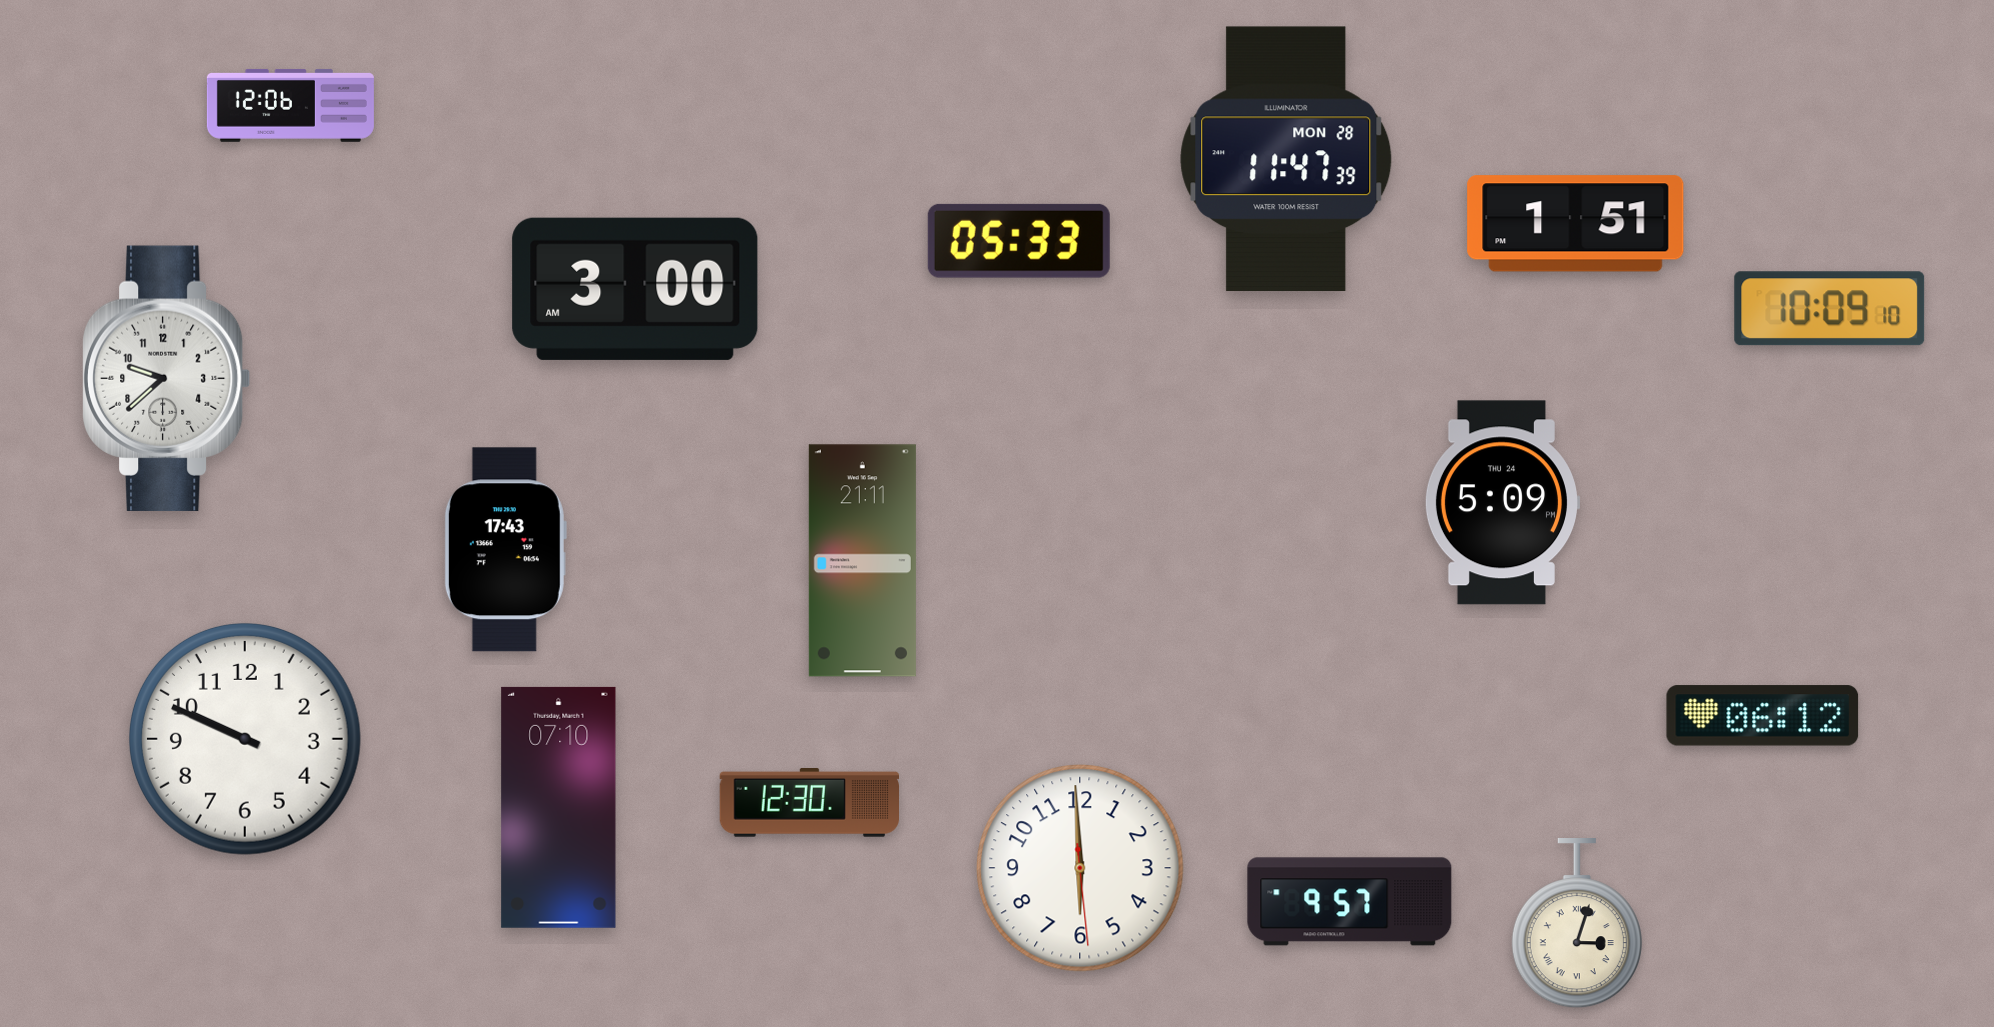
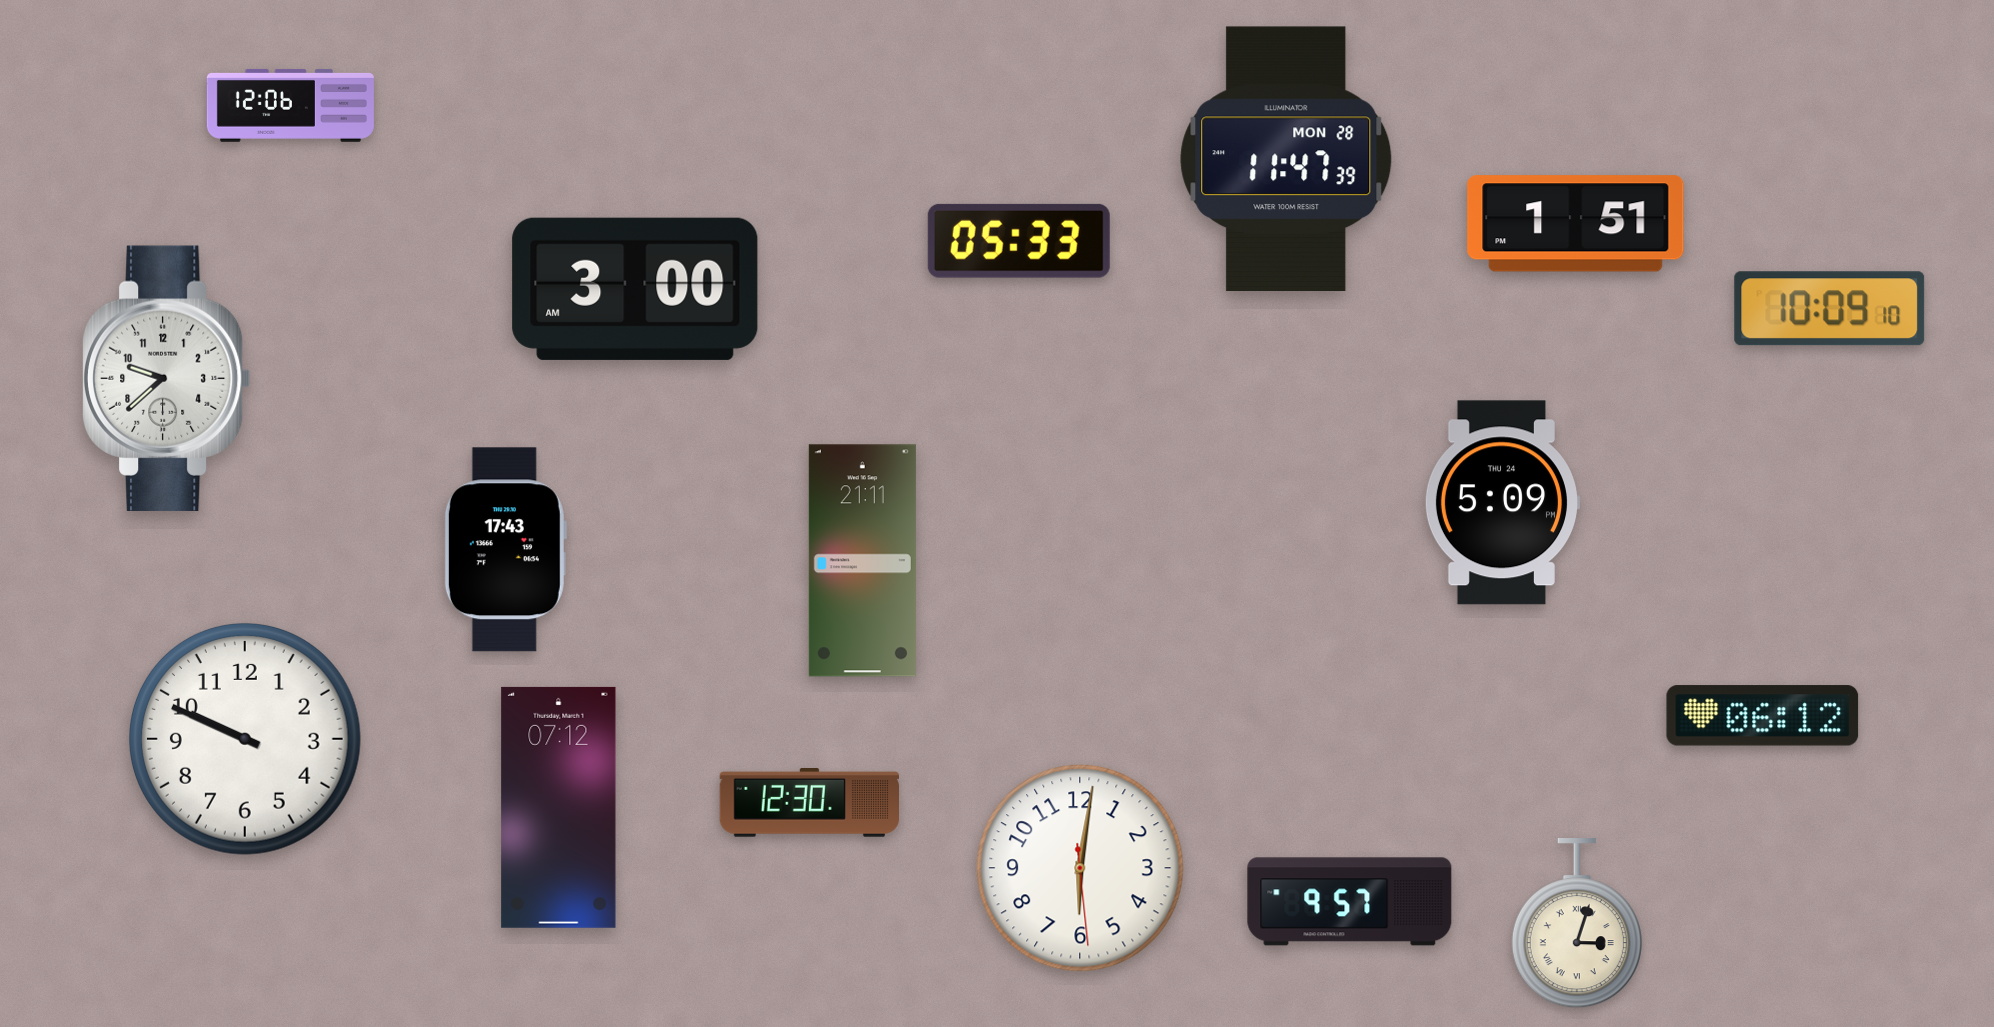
clock at (559, 807): 07:10 -> 07:12
clock at (1080, 868): 5:59 -> 6:01
